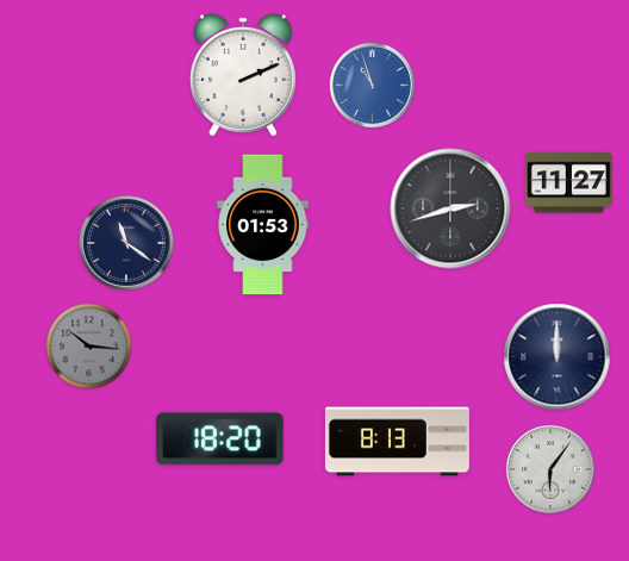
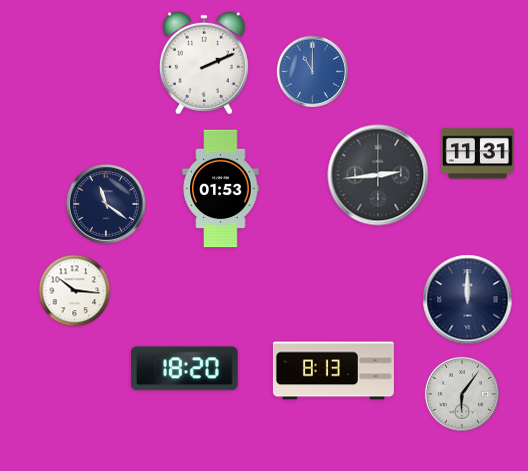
clock at (372, 85): 10:57 -> 11:00
clock at (568, 183): 11:27 -> 11:31
clock at (450, 208): 2:42 -> 2:44
clock at (89, 347) dial: grey -> white
